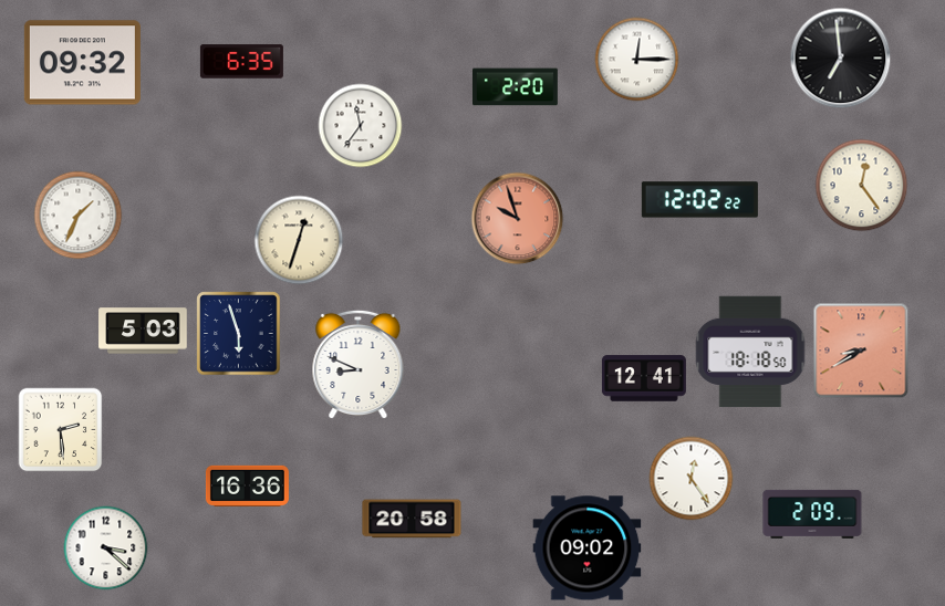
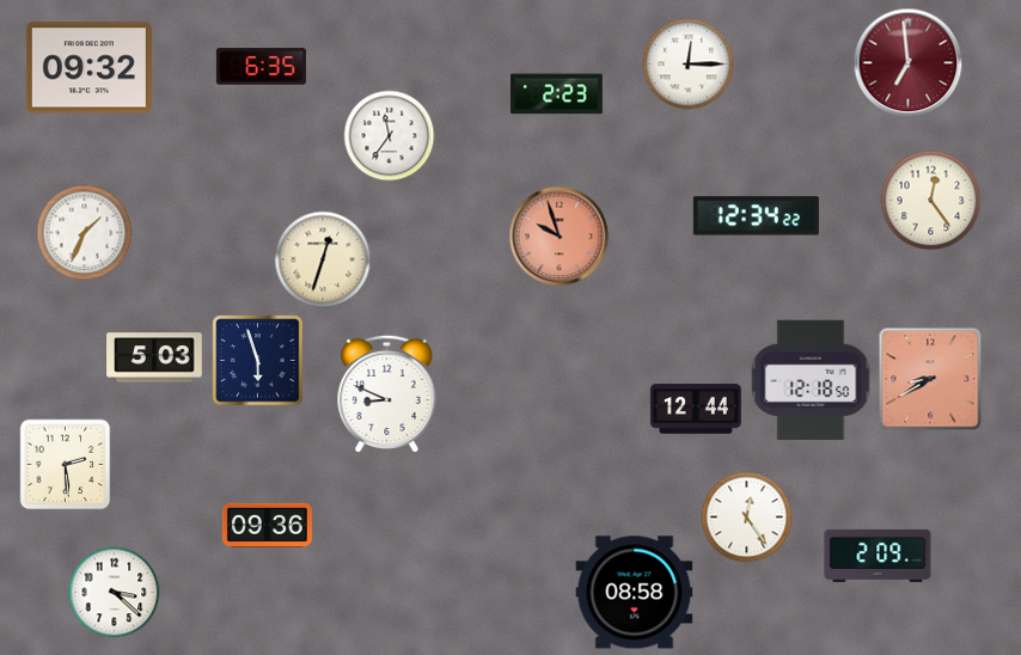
clock at (841, 59) dial: black -> burgundy
clock at (515, 87): 2:20 -> 2:23
clock at (699, 200): 12:02 -> 12:34
clock at (750, 352): 18:18 -> 12:18
clock at (644, 378): 12:41 -> 12:44
clock at (247, 485): 16:36 -> 09:36
clock at (412, 519): 20:58 -> none
clock at (588, 548): 09:02 -> 08:58
